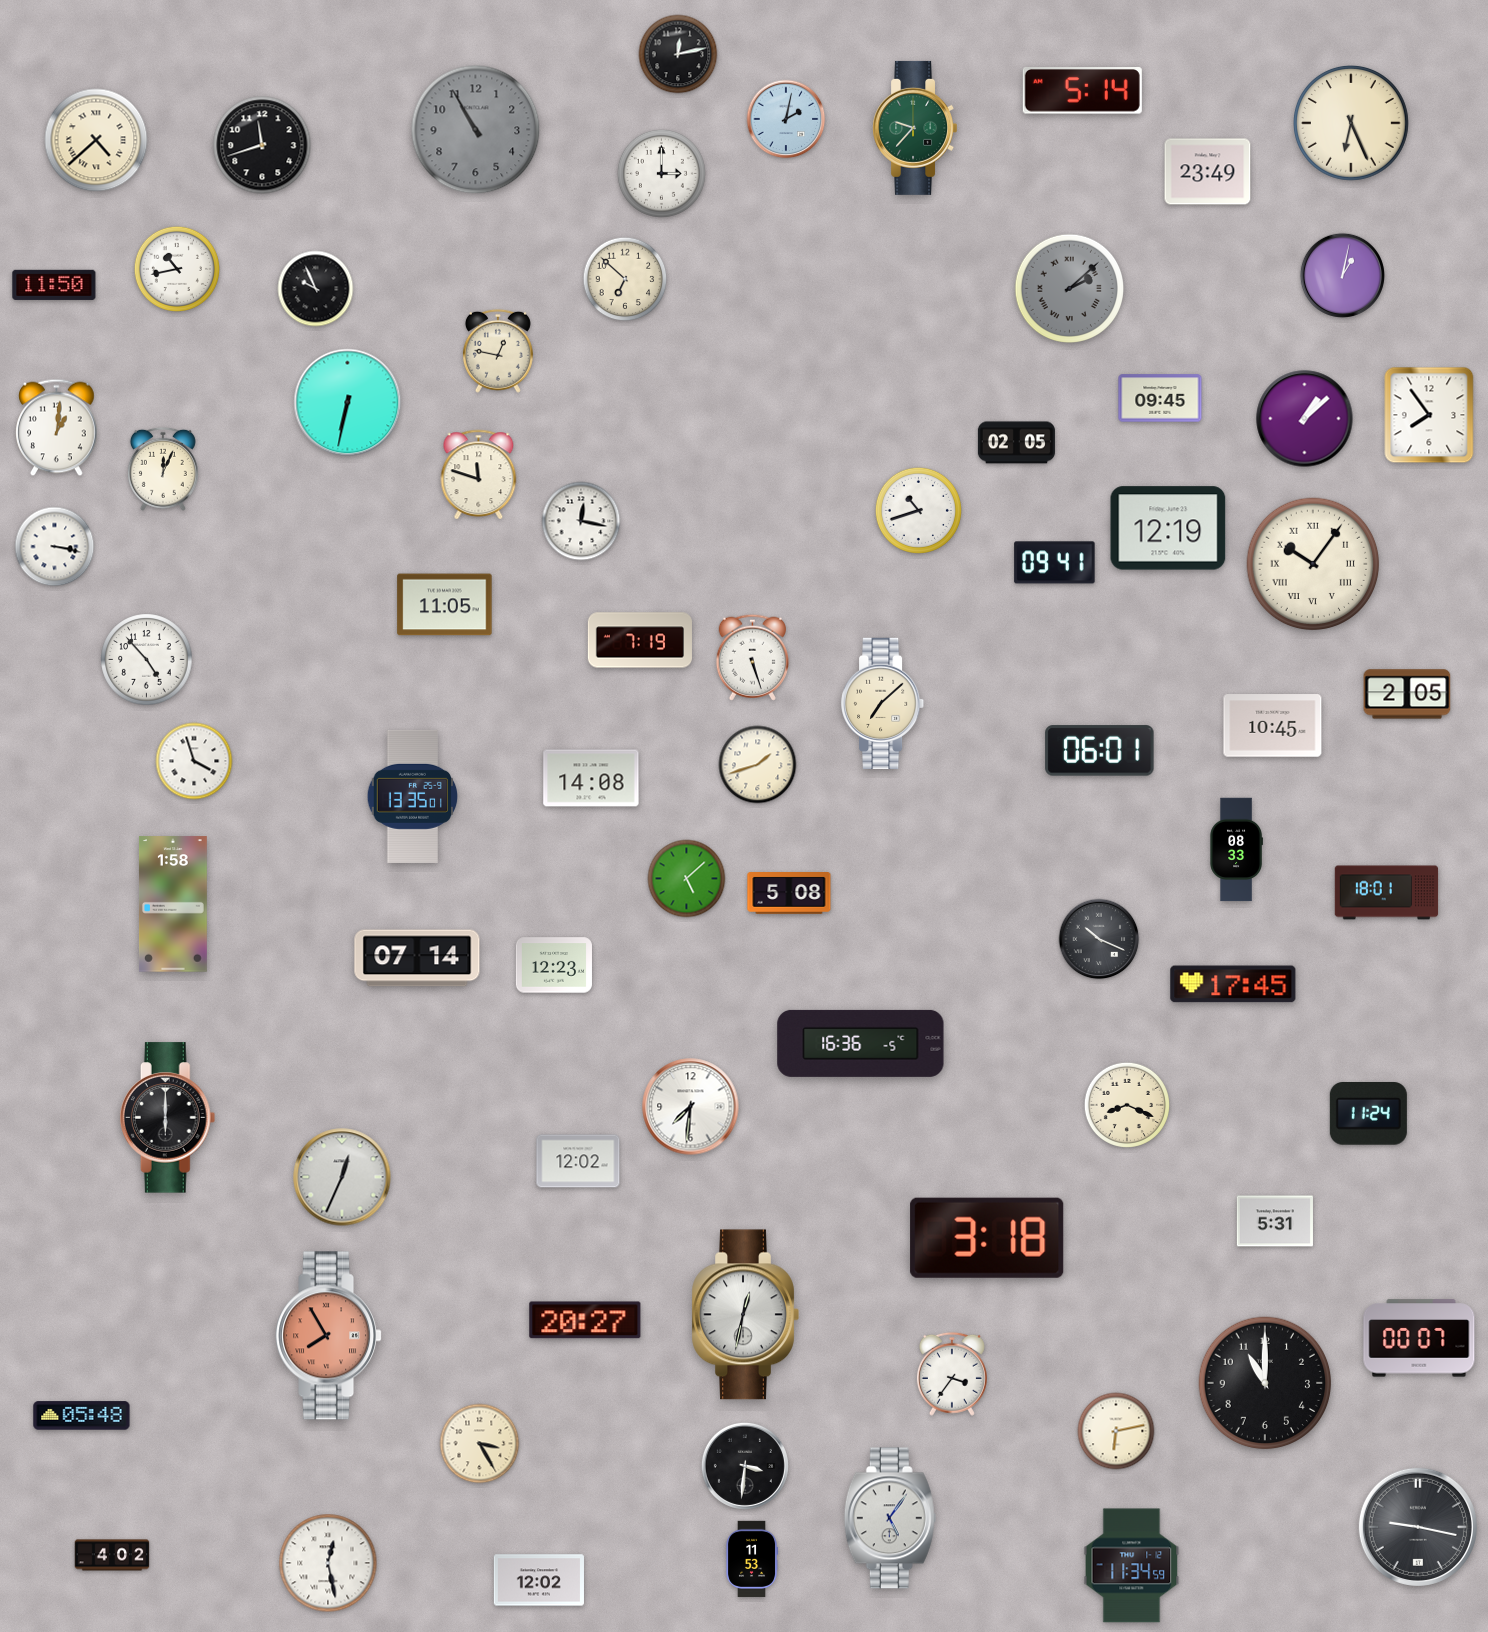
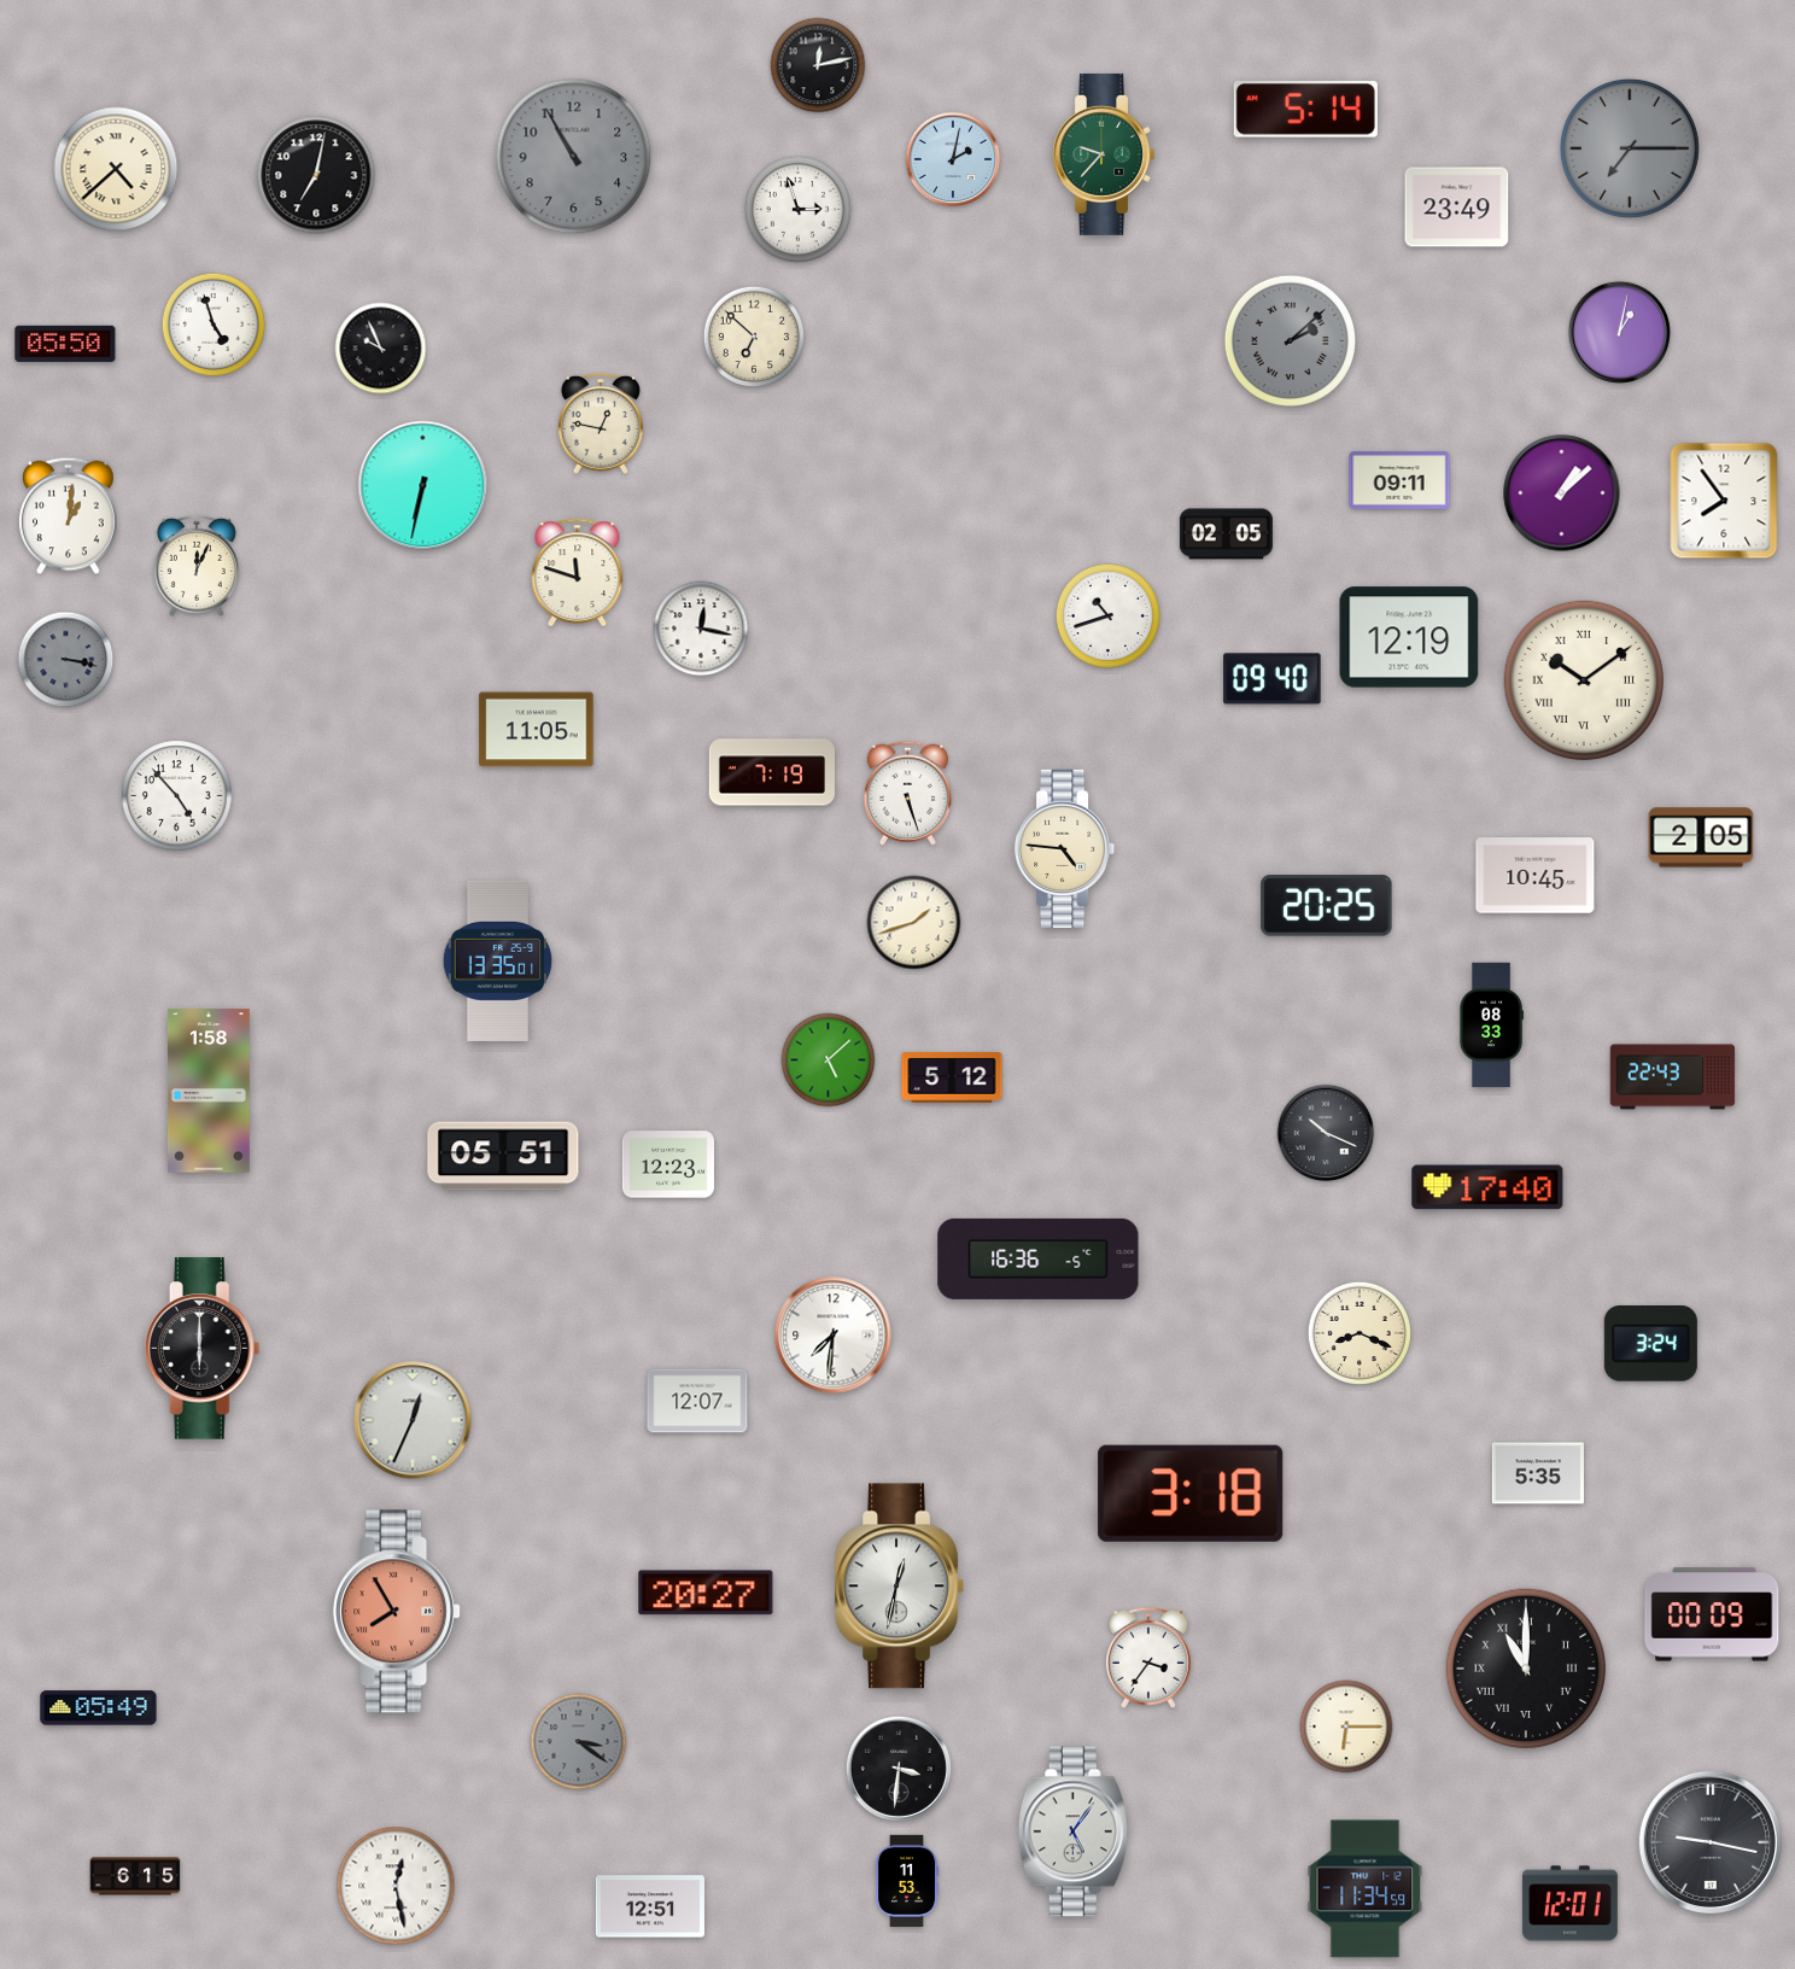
clock at (786, 119) position: (786, 119) -> (953, 159)
clock at (1352, 124): 6:26 -> 7:15
clock at (1352, 124) dial: cream -> grey
clock at (262, 145): 11:42 -> 7:02
clock at (661, 173): 3:00 -> 2:57
clock at (176, 268): 10:43 -> 4:57
clock at (54, 285): 11:50 -> 05:50
clock at (1070, 289) position: (1070, 289) -> (1291, 341)
clock at (1160, 398): 09:45 -> 09:11
clock at (348, 403) position: (348, 403) -> (423, 486)
clock at (1305, 419) position: (1305, 419) -> (1562, 493)
clock at (55, 547) dial: white -> grey
clock at (1055, 563): 09:41 -> 09:40
clock at (1313, 564): 10:06 -> 10:09
clock at (1407, 694) position: (1407, 694) -> (1701, 837)
clock at (884, 703): 7:08 -> 4:46
clock at (1100, 751): 06:01 -> 20:25
clock at (194, 761): 3:57 -> none
clock at (591, 778): 14:08 -> none
clock at (1387, 893): 18:01 -> 22:43
clock at (789, 894): 5:08 -> 5:12
clock at (417, 958): 07:14 -> 05:51
clock at (1233, 984): 17:45 -> 17:40
clock at (1368, 1114): 11:24 -> 3:24
clock at (578, 1161): 12:02 -> 12:07
clock at (1275, 1221): 5:31 -> 5:35
clock at (1419, 1338): 00:07 -> 00:09
clock at (1265, 1383) numerals: Arabic -> Roman
clock at (82, 1416): 05:48 -> 05:49
clock at (1116, 1431): 6:13 -> 6:15
clock at (480, 1444): 3:25 -> 3:21
clock at (480, 1444) dial: cream -> grey
clock at (112, 1555): 4:02 -> 6:15
clock at (1571, 1904): none -> 12:01
clock at (539, 1580): 12:02 -> 12:51
